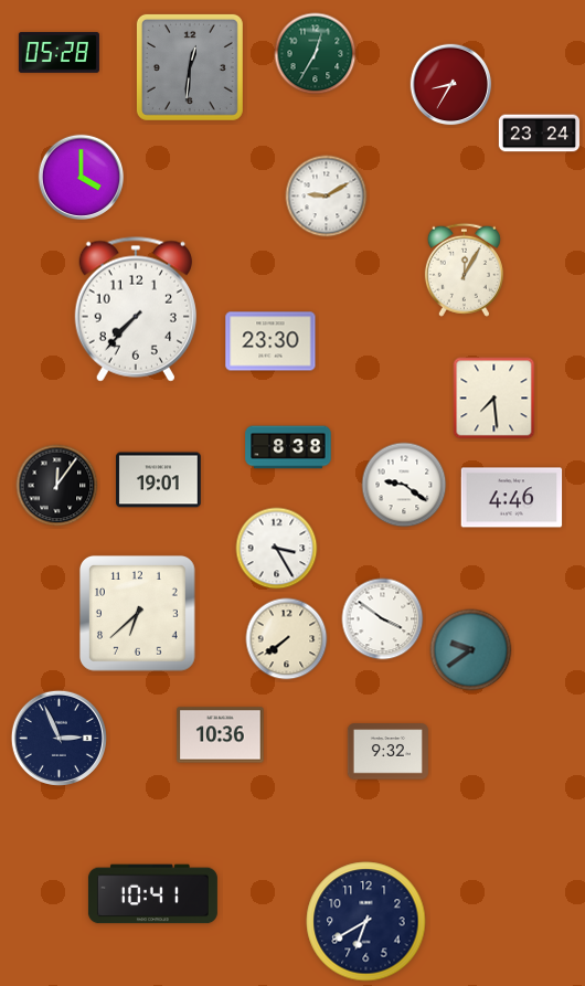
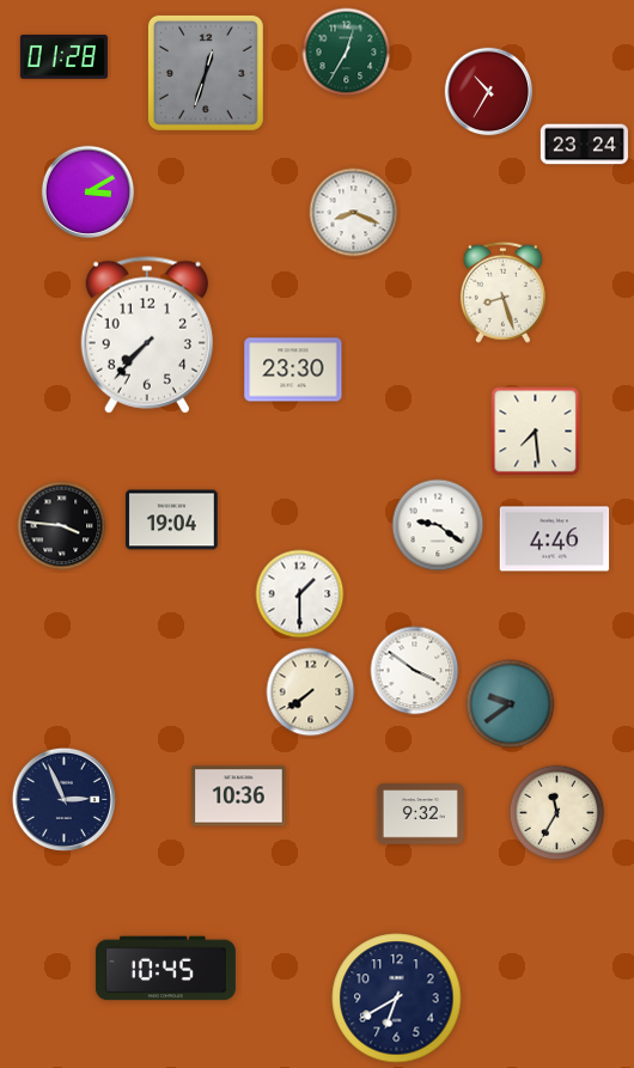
clock at (59, 53): 05:28 -> 01:28
clock at (316, 54) position: (316, 54) -> (347, 53)
clock at (190, 67): 12:31 -> 12:33
clock at (451, 85): 8:35 -> 10:35
clock at (82, 178): 4:00 -> 3:10
clock at (327, 197): 9:10 -> 8:19
clock at (464, 269): 12:05 -> 8:27
clock at (288, 447): 8:38 -> none
clock at (159, 480): 19:01 -> 19:04
clock at (57, 486): 12:06 -> 3:46
clock at (277, 549): 3:25 -> 1:30
clock at (137, 613): 6:38 -> none
clock at (557, 813): none -> 11:35
clock at (152, 894): 10:41 -> 10:45
